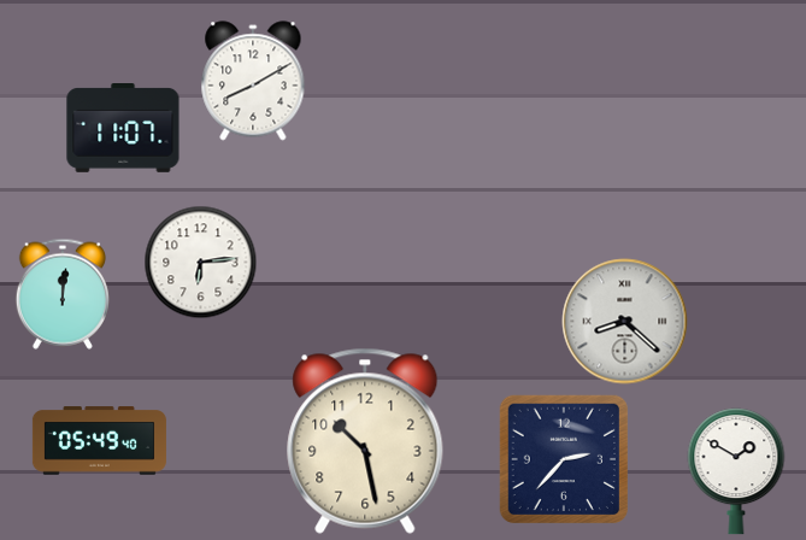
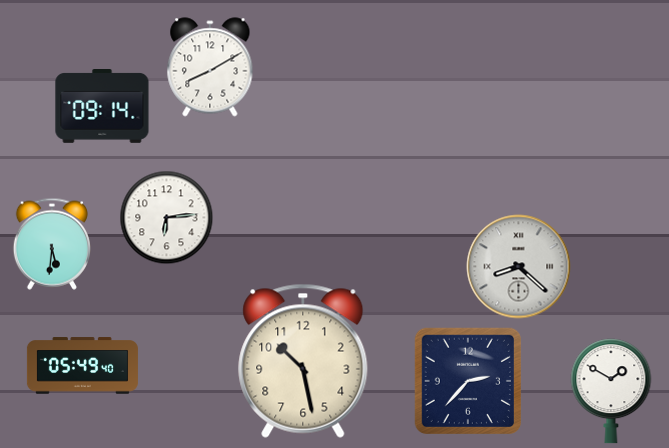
clock at (123, 129): 11:07 -> 09:14
clock at (63, 294): 12:01 -> 5:31
clock at (365, 441) position: (365, 441) -> (303, 361)
